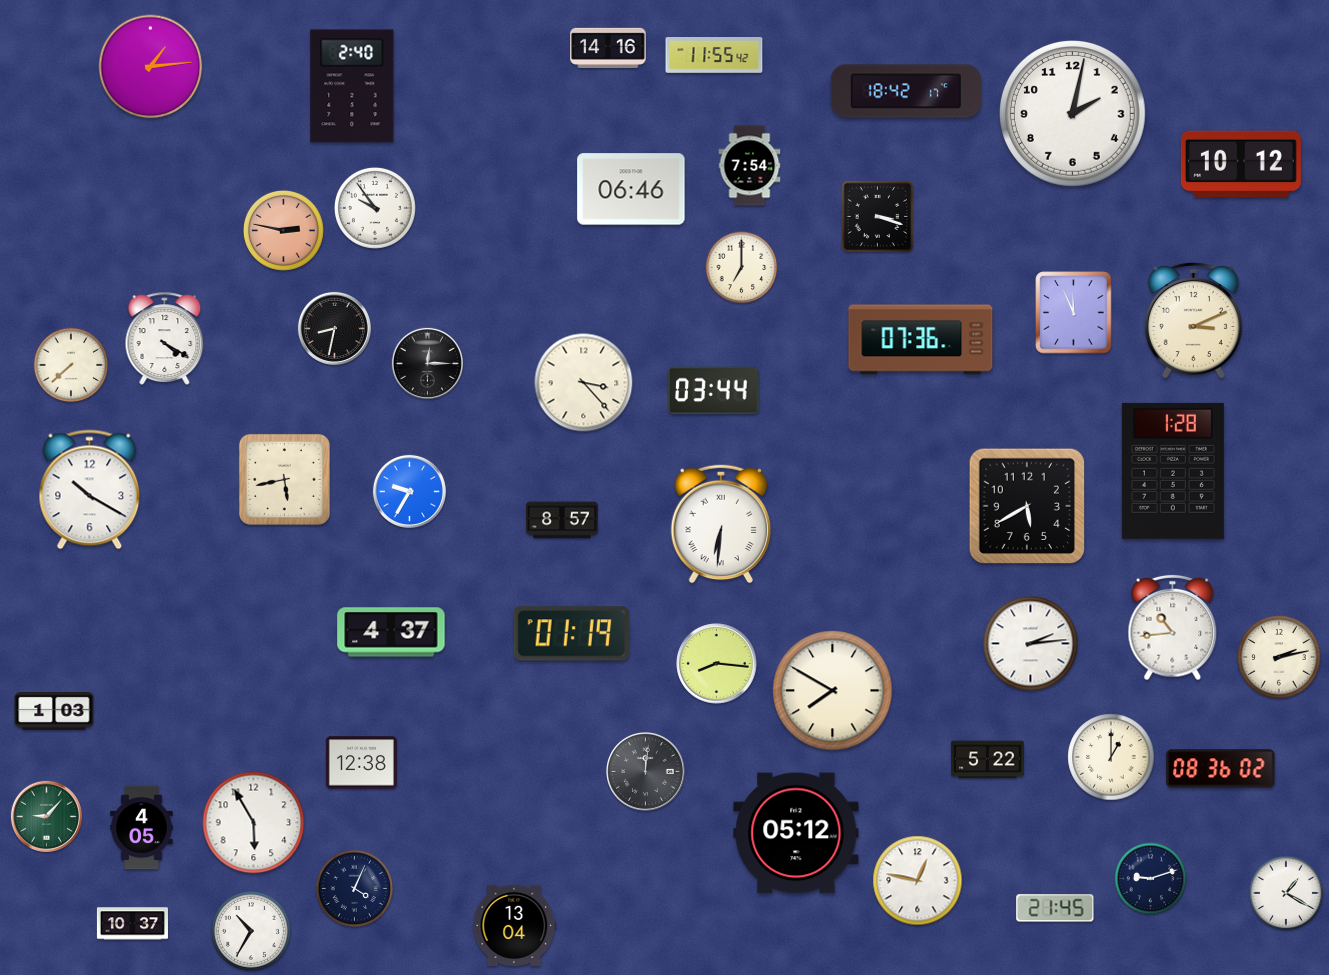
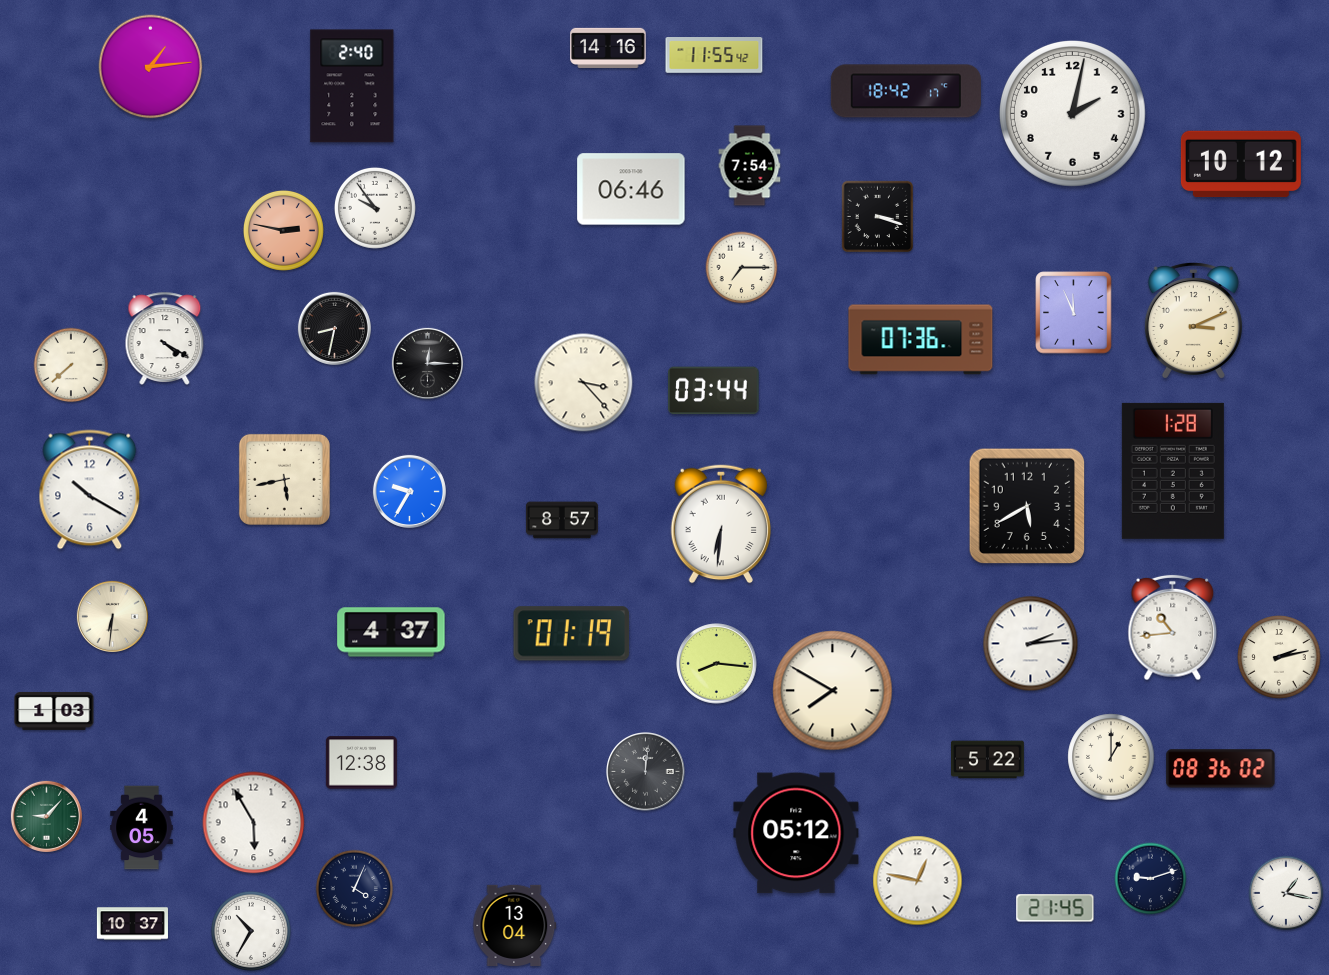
clock at (742, 268): 7:00 -> 7:15
clock at (112, 616): none -> 6:31
clock at (1286, 893): 1:20 -> 1:17
